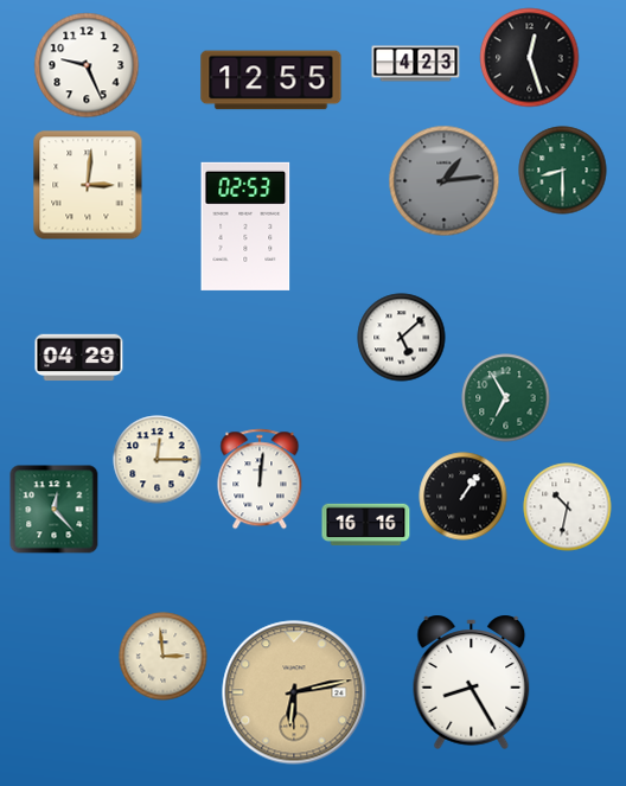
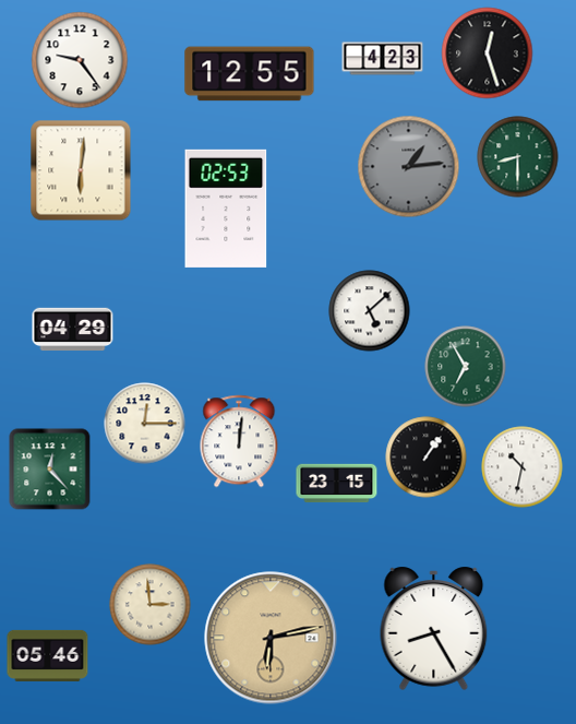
clock at (87, 65): 9:26 -> 9:24
clock at (88, 185): 3:01 -> 6:01
clock at (366, 525): 16:16 -> 23:15
clock at (48, 655): none -> 05:46
